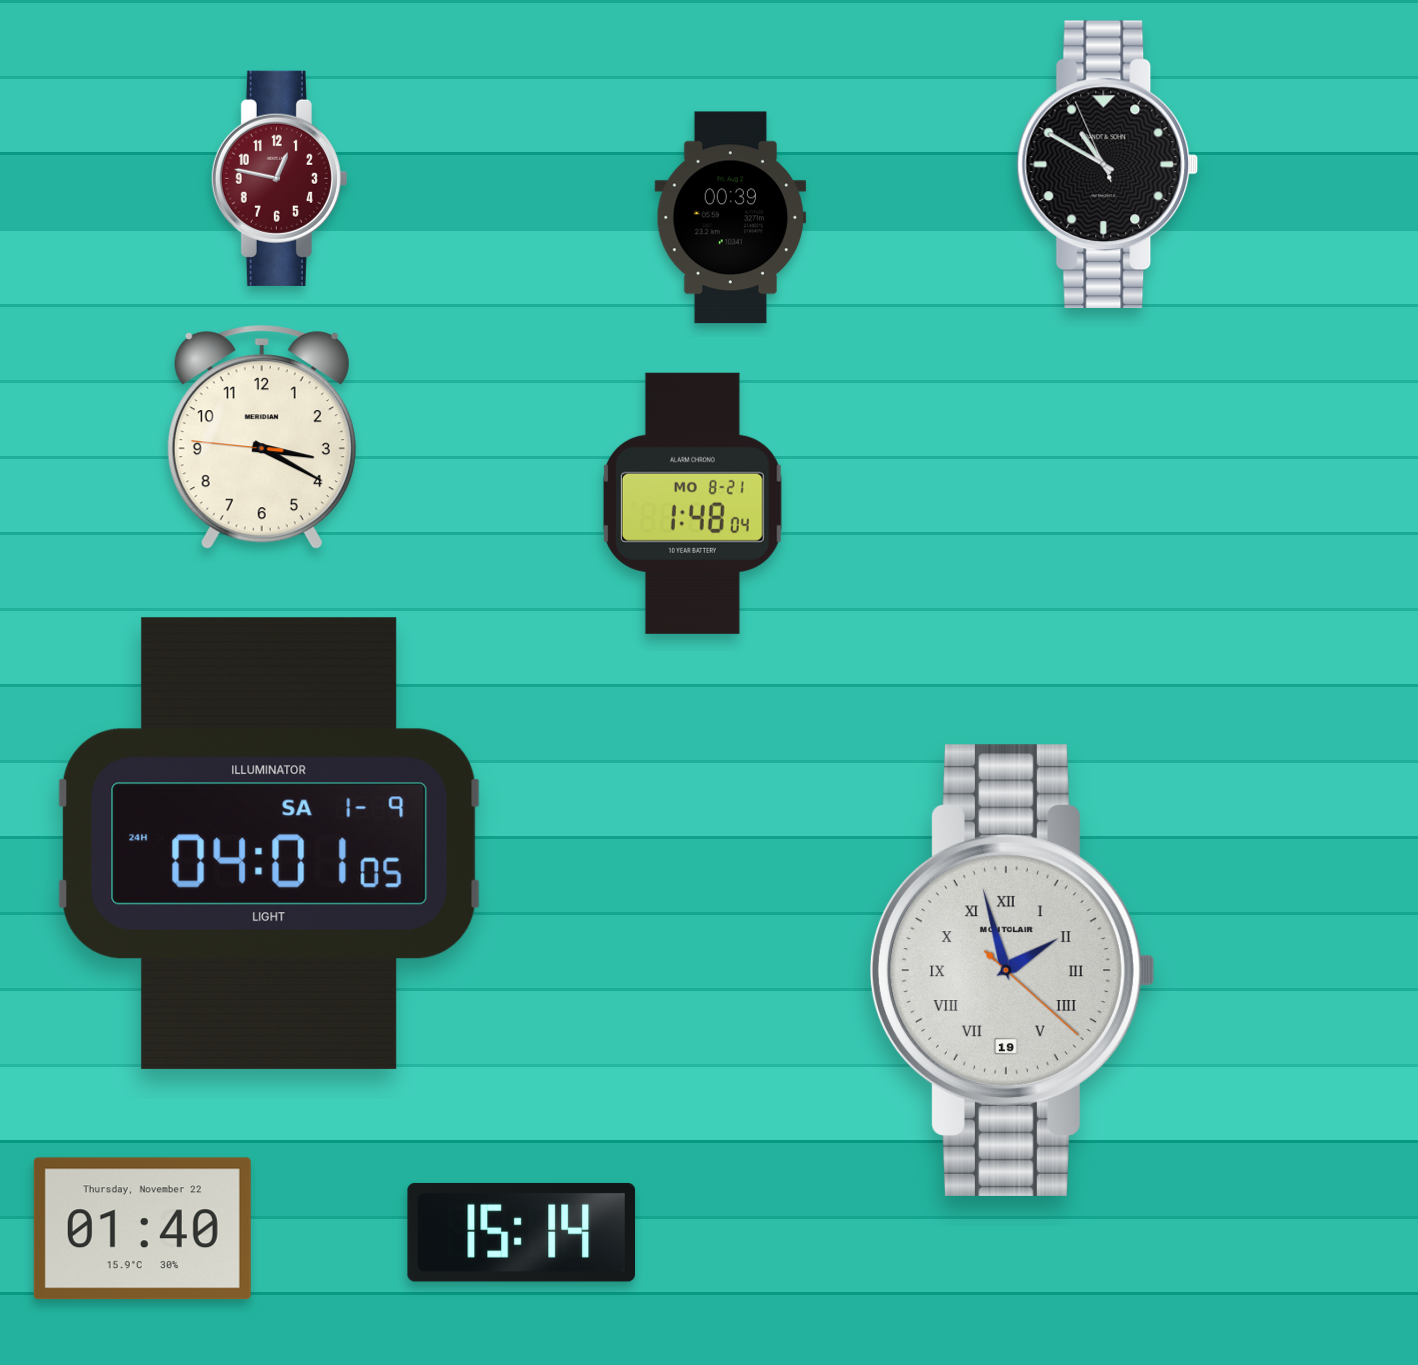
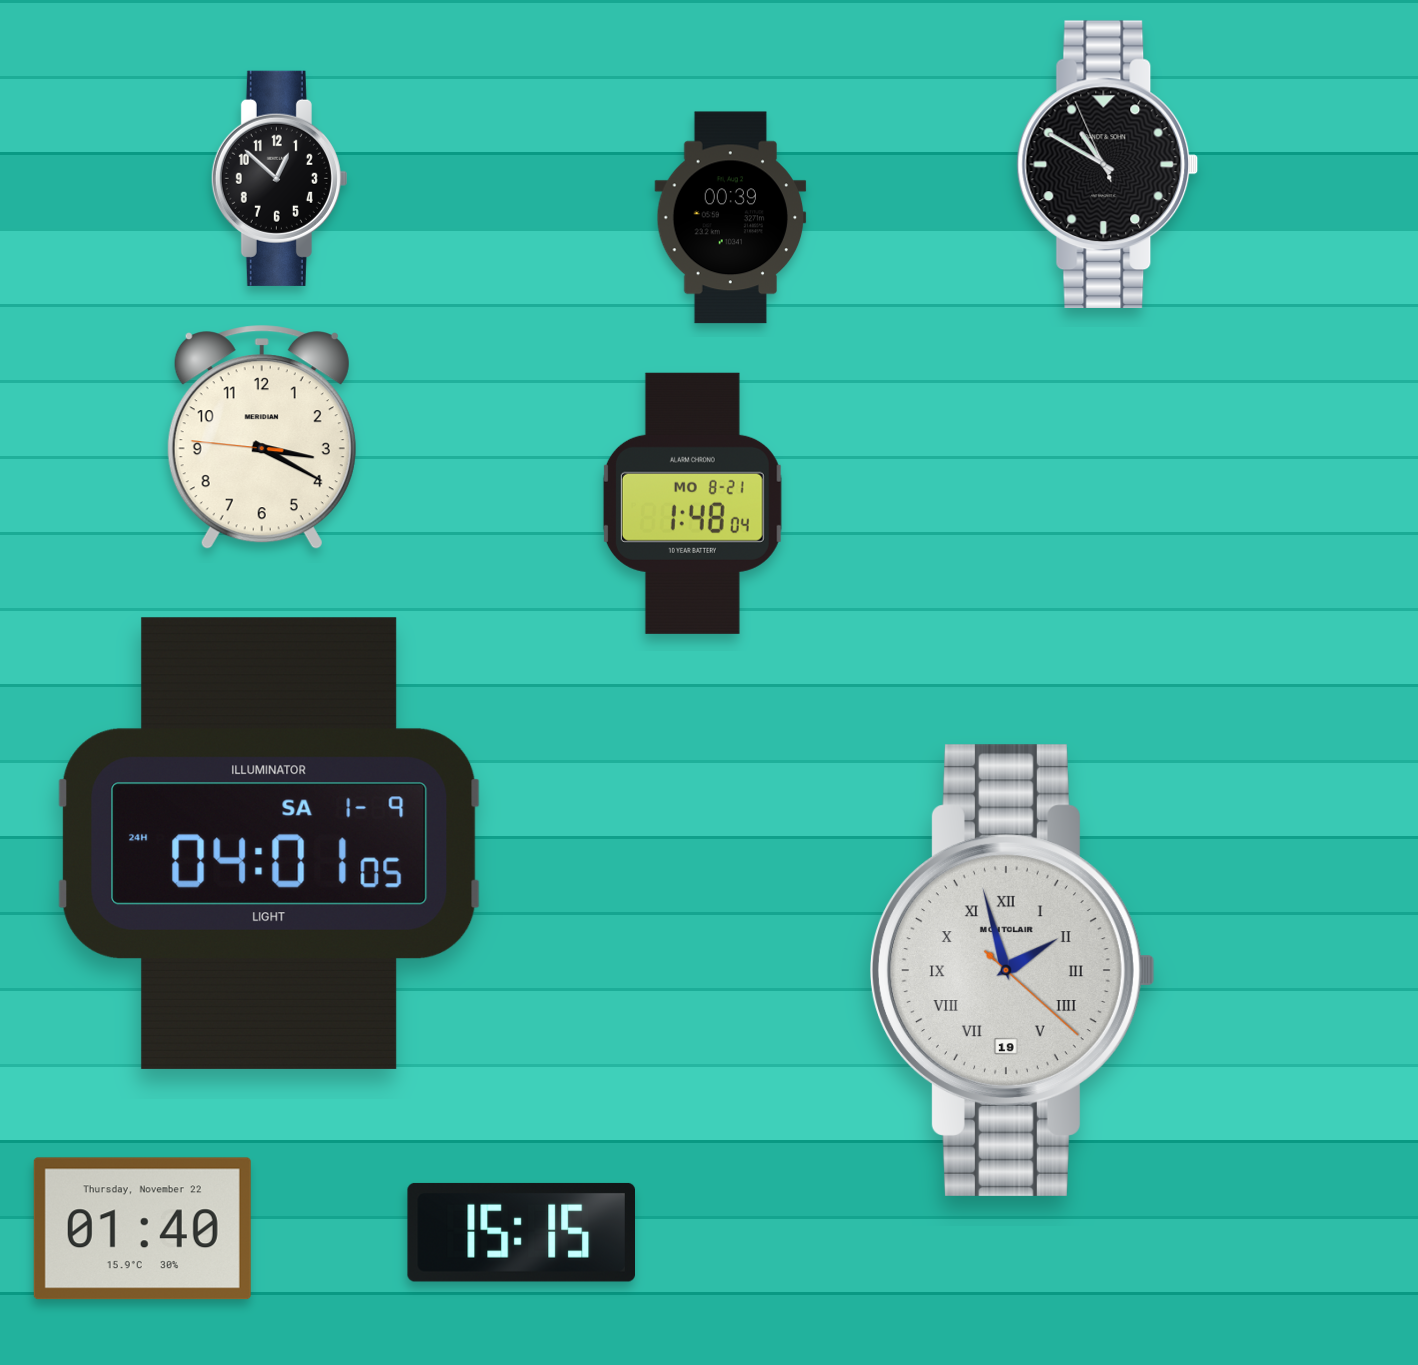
clock at (279, 178): 12:47 -> 12:52
clock at (279, 178) dial: burgundy -> black
clock at (521, 1232): 15:14 -> 15:15
